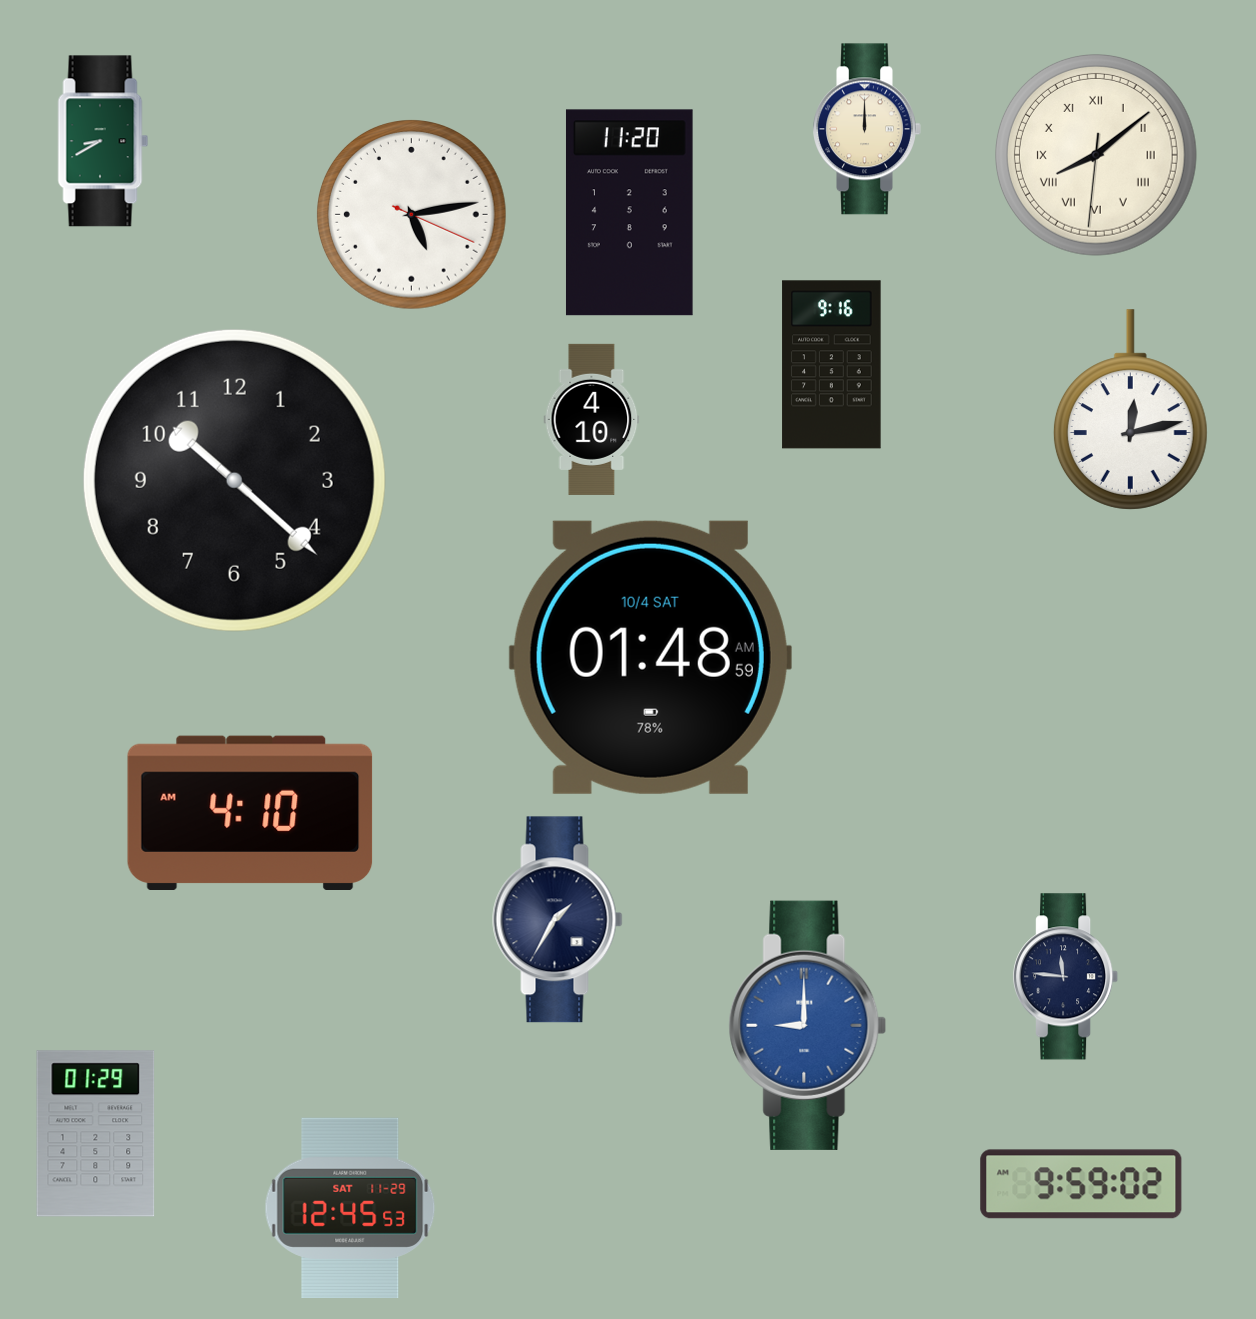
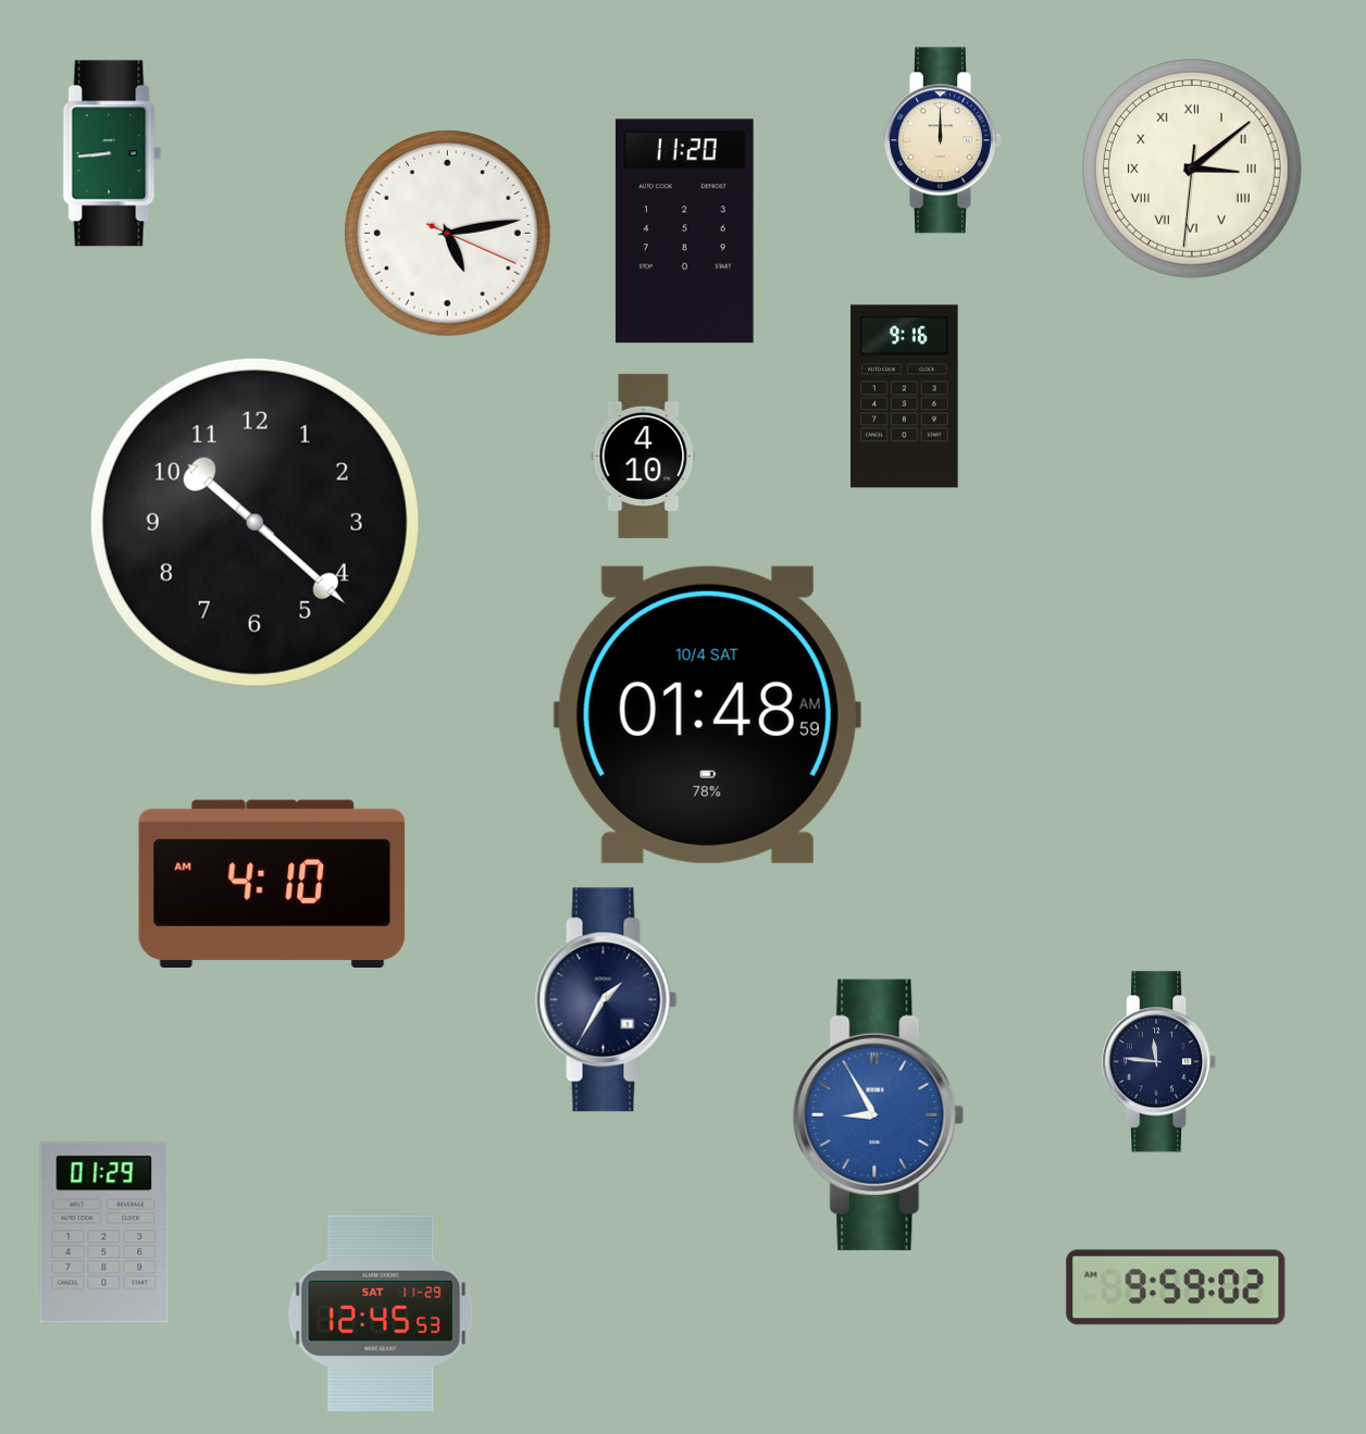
clock at (103, 141): 8:40 -> 8:44
clock at (1096, 155): 8:08 -> 3:08
clock at (1130, 410): 12:13 -> none
clock at (808, 1025): 9:00 -> 8:55
